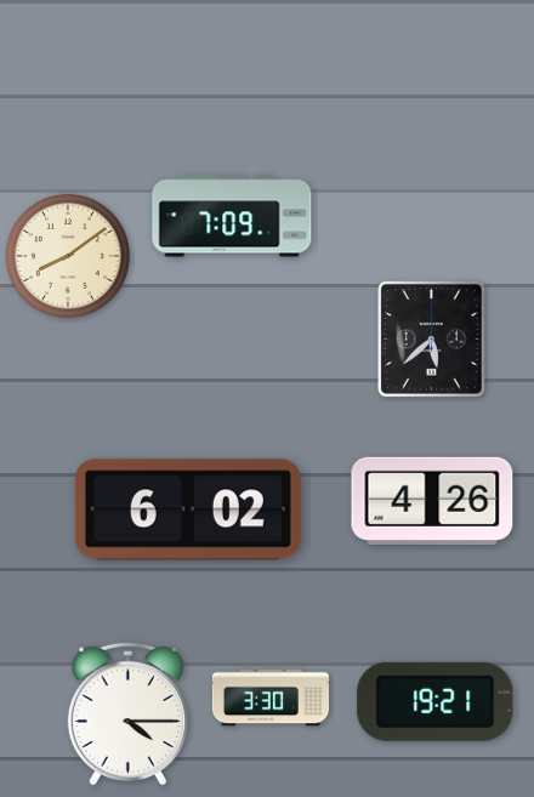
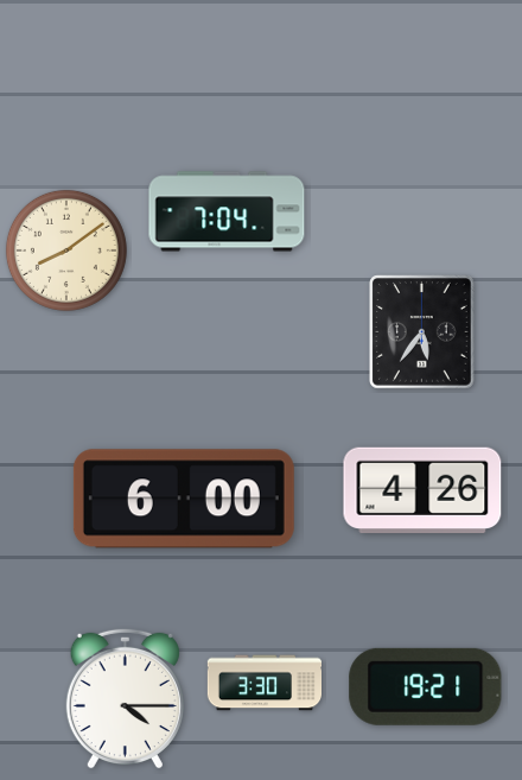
clock at (232, 216): 7:09 -> 7:04
clock at (432, 340): 5:38 -> 5:36
clock at (188, 509): 6:02 -> 6:00
